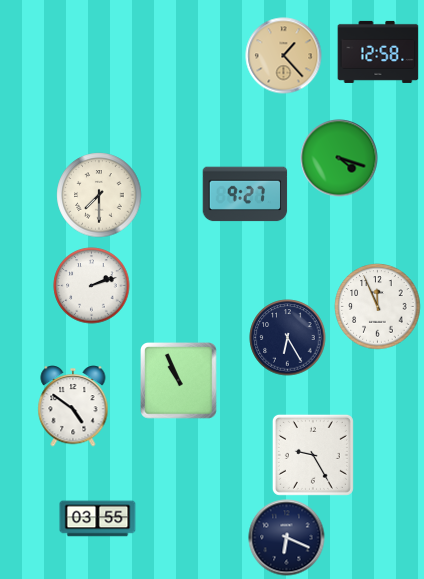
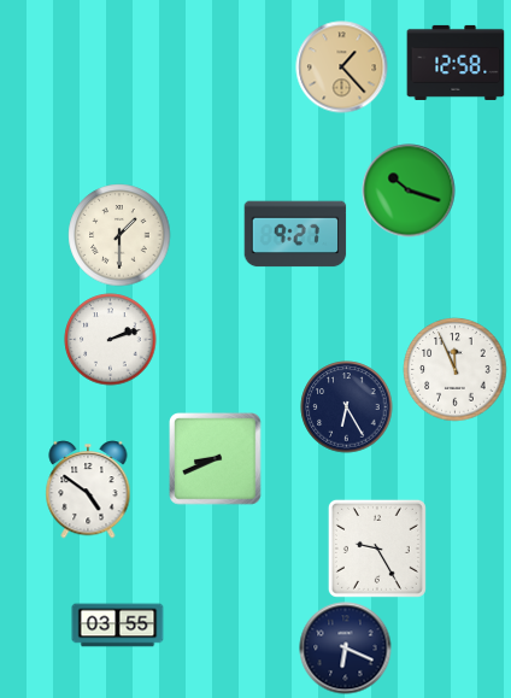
clock at (339, 158): 4:18 -> 10:18
clock at (99, 195): 7:30 -> 1:30
clock at (92, 286) position: (92, 286) -> (111, 340)
clock at (179, 381): 10:56 -> 8:41
